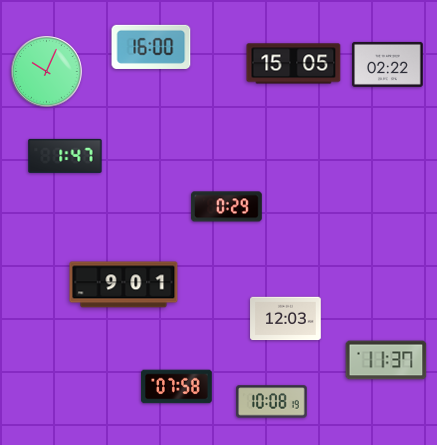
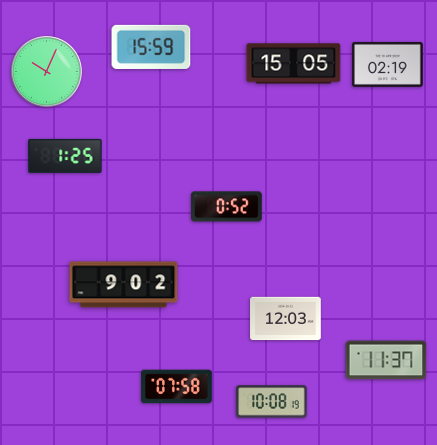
clock at (151, 47): 16:00 -> 15:59
clock at (388, 64): 02:22 -> 02:19
clock at (65, 156): 1:47 -> 1:25
clock at (227, 207): 0:29 -> 0:52
clock at (124, 285): 9:01 -> 9:02
